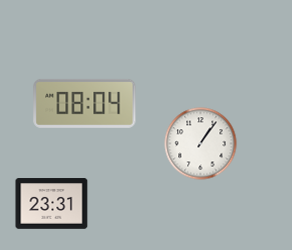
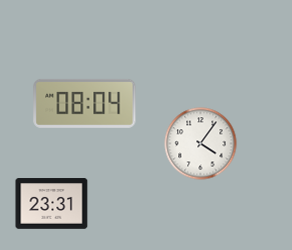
clock at (201, 144): 1:06 -> 4:06
